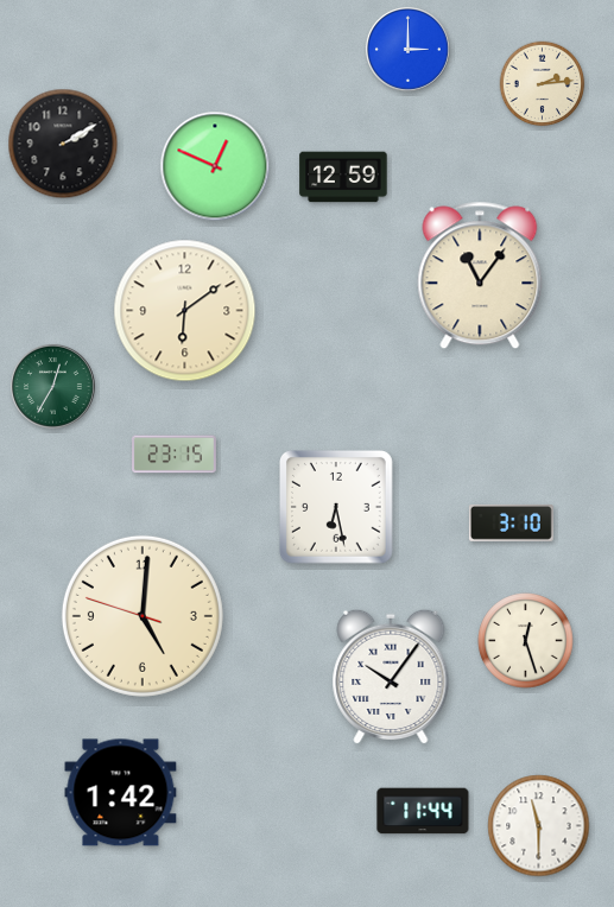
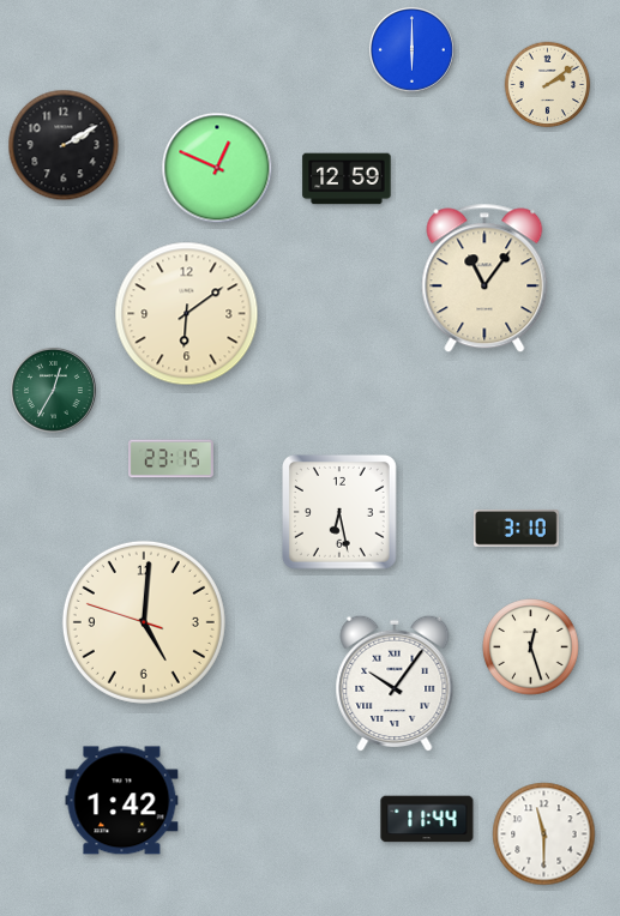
clock at (407, 49): 3:00 -> 6:00
clock at (543, 84): 2:14 -> 2:09
clock at (175, 455) position: (175, 455) -> (171, 459)
